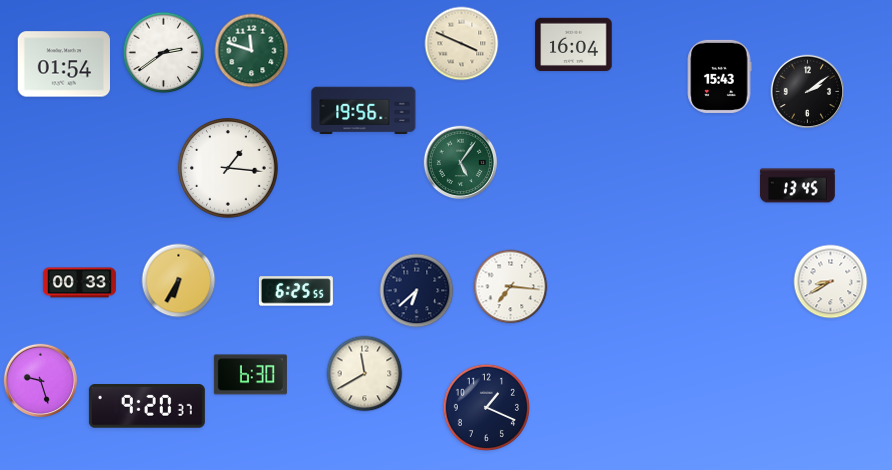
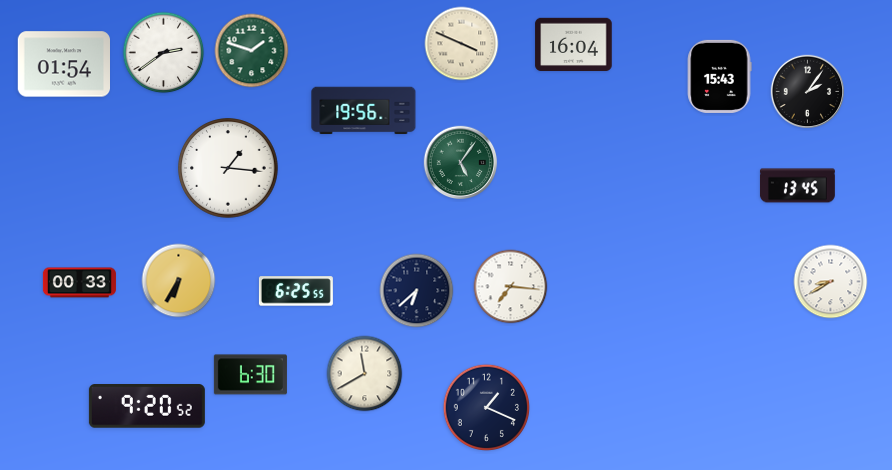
clock at (252, 51): 11:48 -> 1:48
clock at (808, 92): 2:09 -> 2:06
clock at (41, 381): 9:27 -> none
clock at (147, 406): 9:20:37 -> 9:20:52
